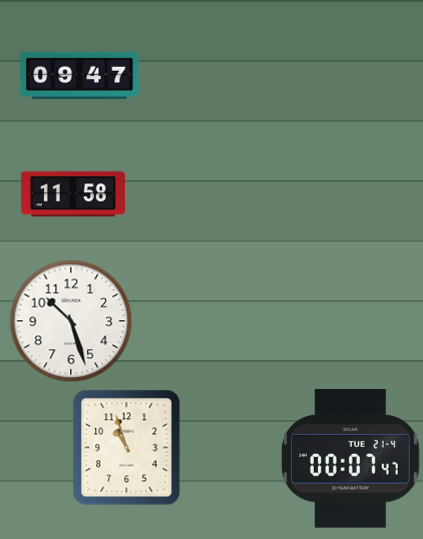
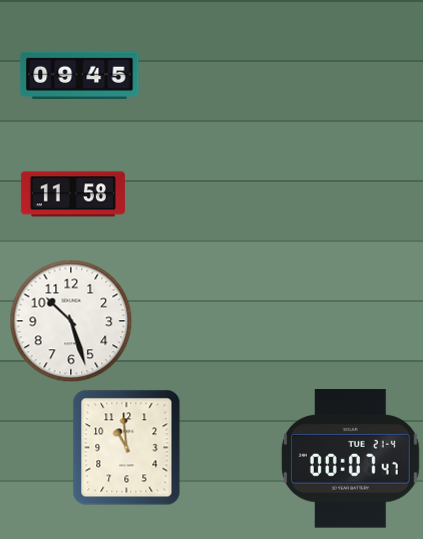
clock at (80, 75): 09:47 -> 09:45
clock at (127, 448): 10:57 -> 10:59
